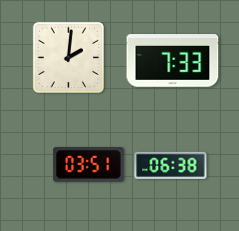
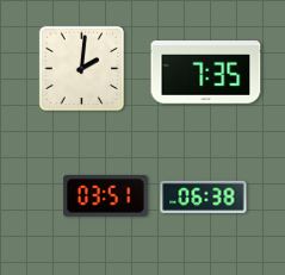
clock at (173, 61): 7:33 -> 7:35
